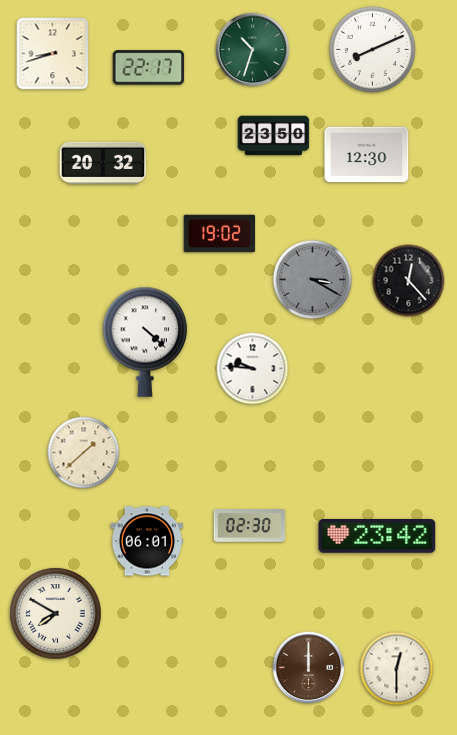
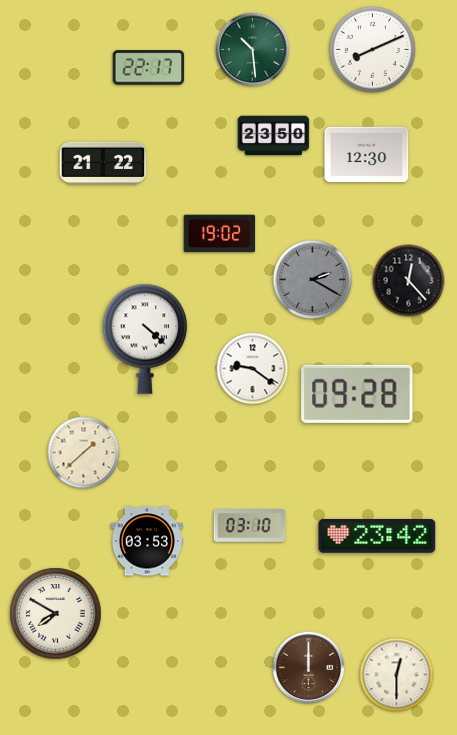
clock at (253, 50): 10:33 -> 10:29
clock at (53, 54): 8:42 -> none
clock at (103, 163): 20:32 -> 21:22
clock at (313, 280): 3:20 -> 2:20
clock at (145, 342) position: (145, 342) -> (145, 339)
clock at (253, 369): 9:46 -> 9:21
clock at (357, 394): none -> 09:28
clock at (250, 526): 02:30 -> 03:10
clock at (147, 541): 06:01 -> 03:53
clock at (397, 669) position: (397, 669) -> (397, 675)
